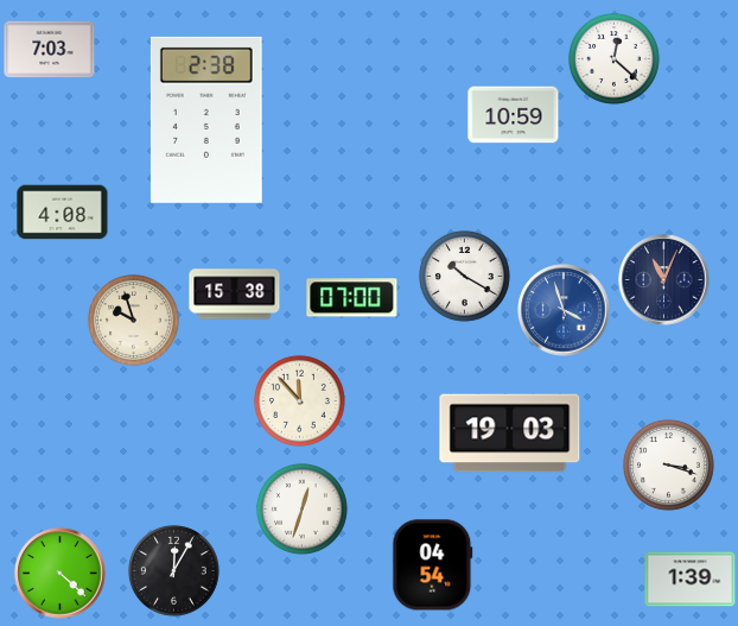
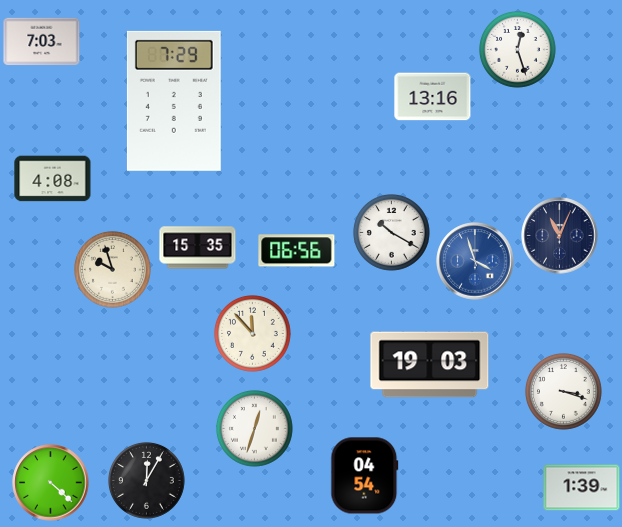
clock at (615, 59): 12:22 -> 12:27
clock at (514, 115): 10:59 -> 13:16
clock at (206, 120): 2:38 -> 7:29
clock at (235, 295): 15:38 -> 15:35
clock at (352, 298): 07:00 -> 06:56
clock at (300, 401) position: (300, 401) -> (253, 334)
